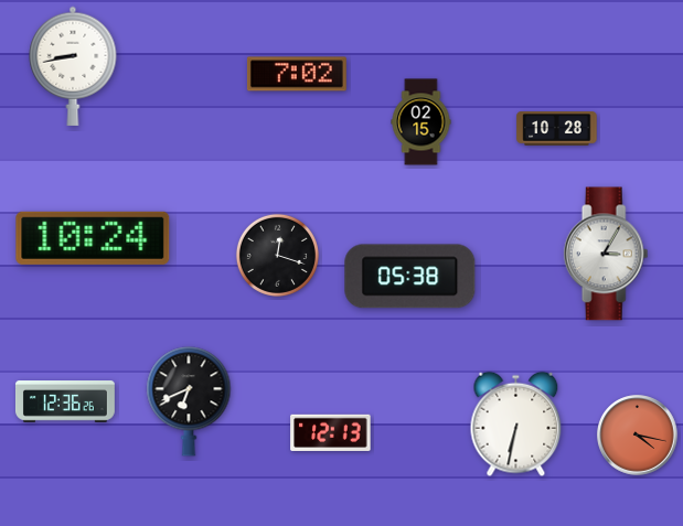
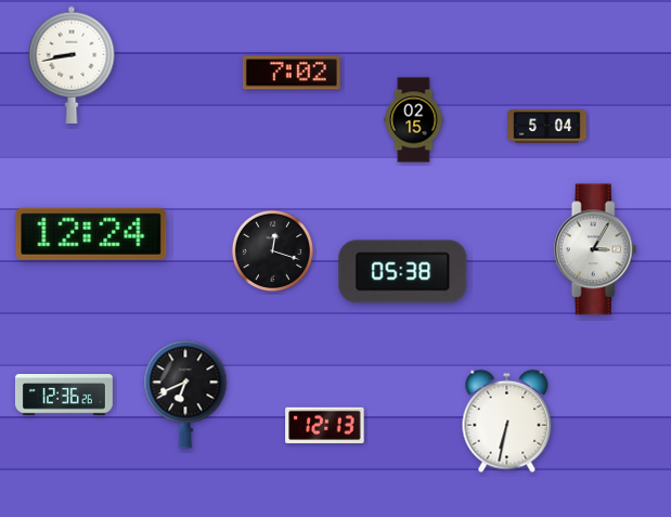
clock at (557, 129): 10:28 -> 5:04
clock at (93, 238): 10:24 -> 12:24
clock at (516, 425) position: (516, 425) -> (507, 422)
clock at (638, 436): 4:17 -> none
